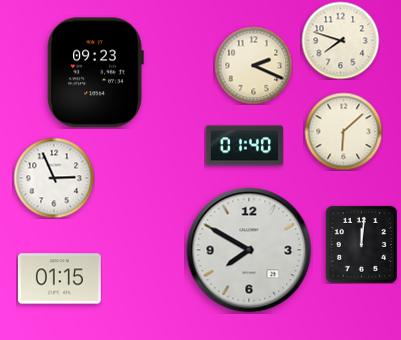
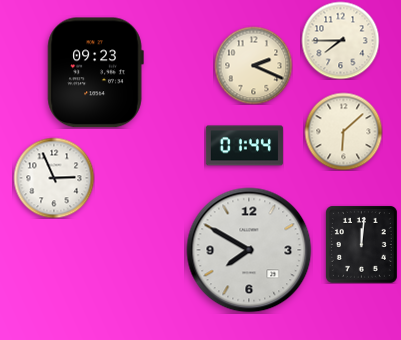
clock at (340, 40): 7:48 -> 7:45
clock at (244, 146): 01:40 -> 01:44
clock at (59, 279): 01:15 -> none
